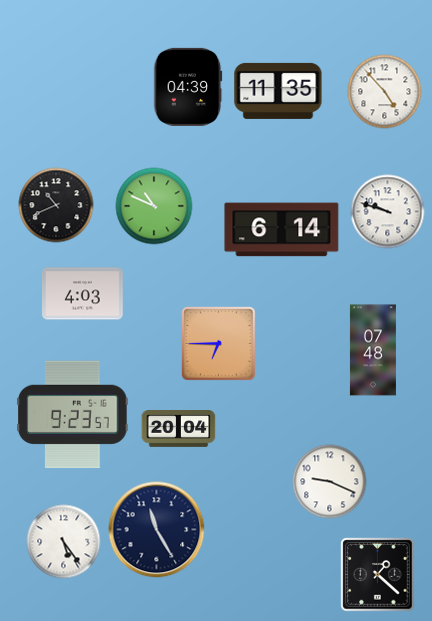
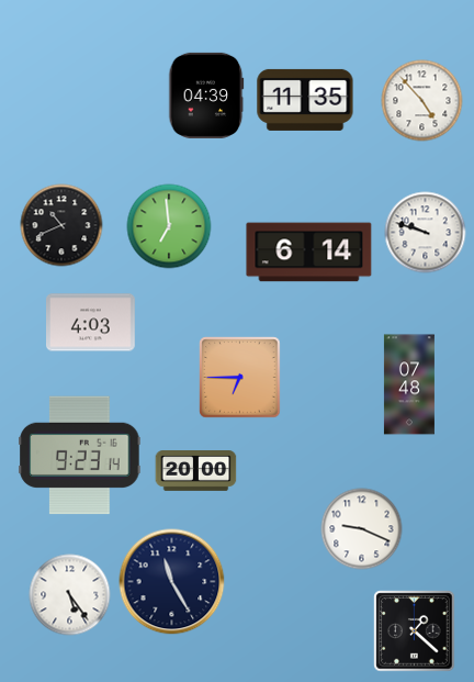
clock at (154, 206): 10:49 -> 6:59
clock at (73, 415): 9:23:57 -> 9:23:14
clock at (179, 429): 20:04 -> 20:00
